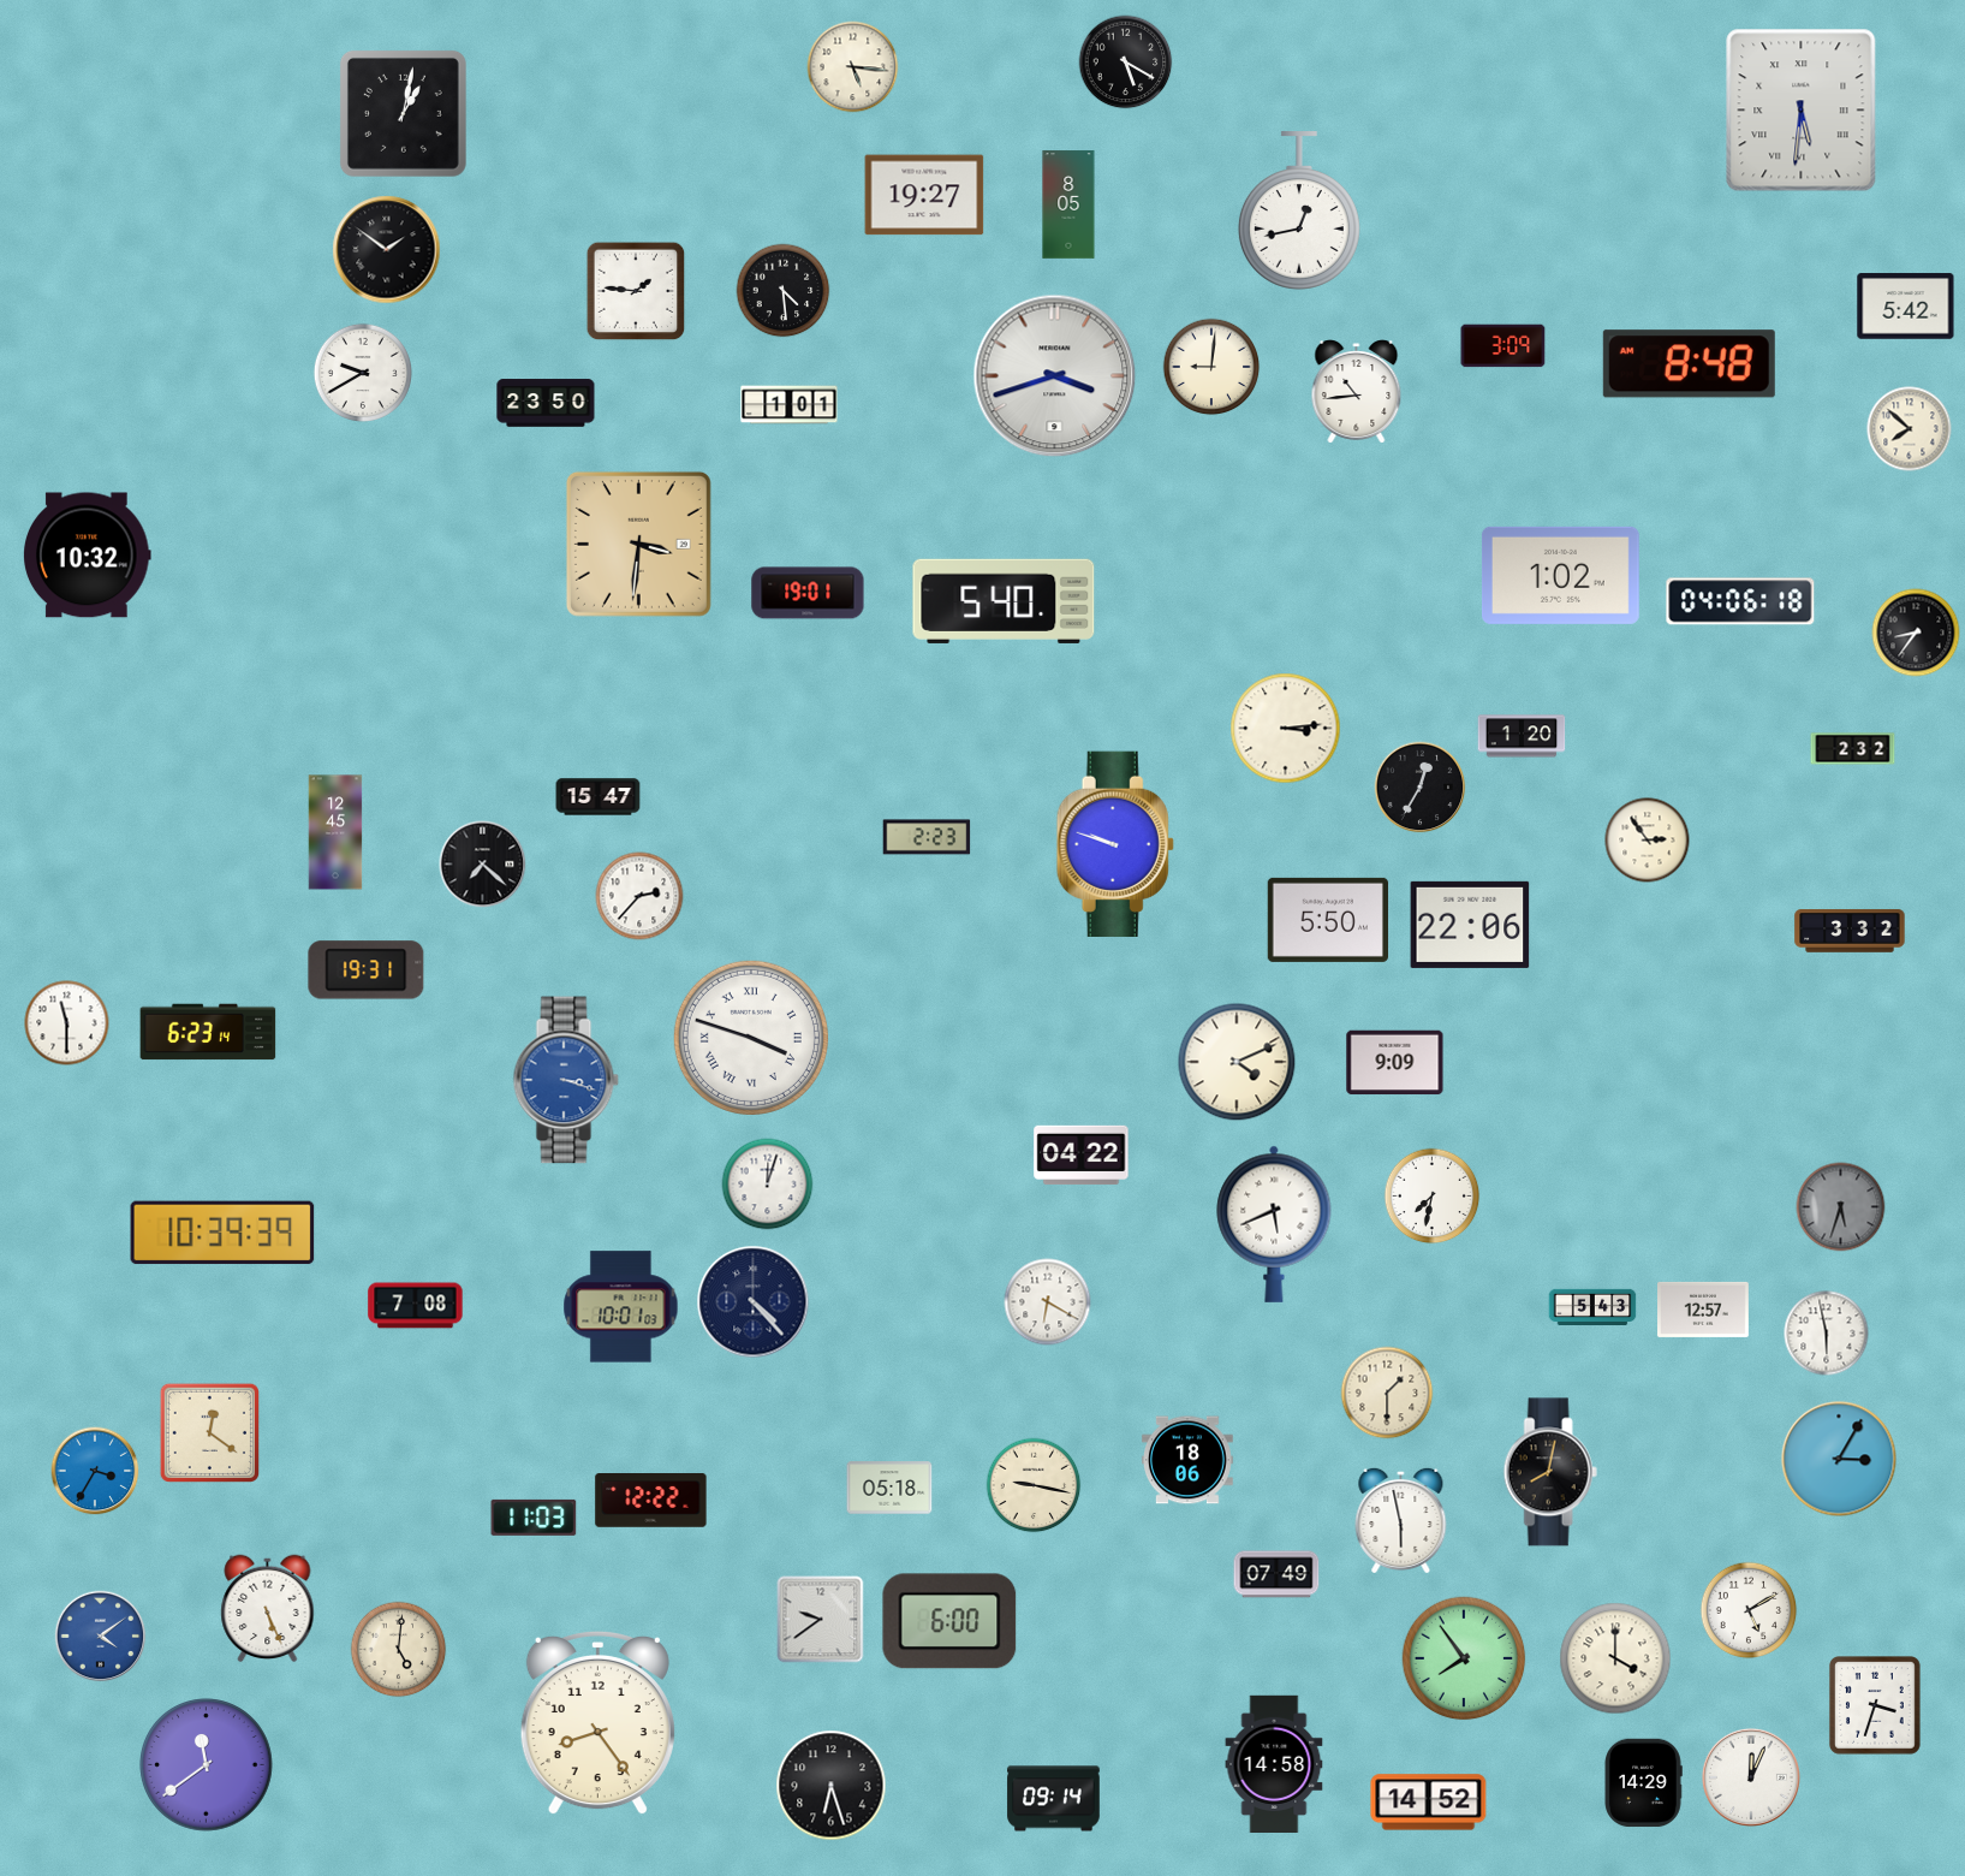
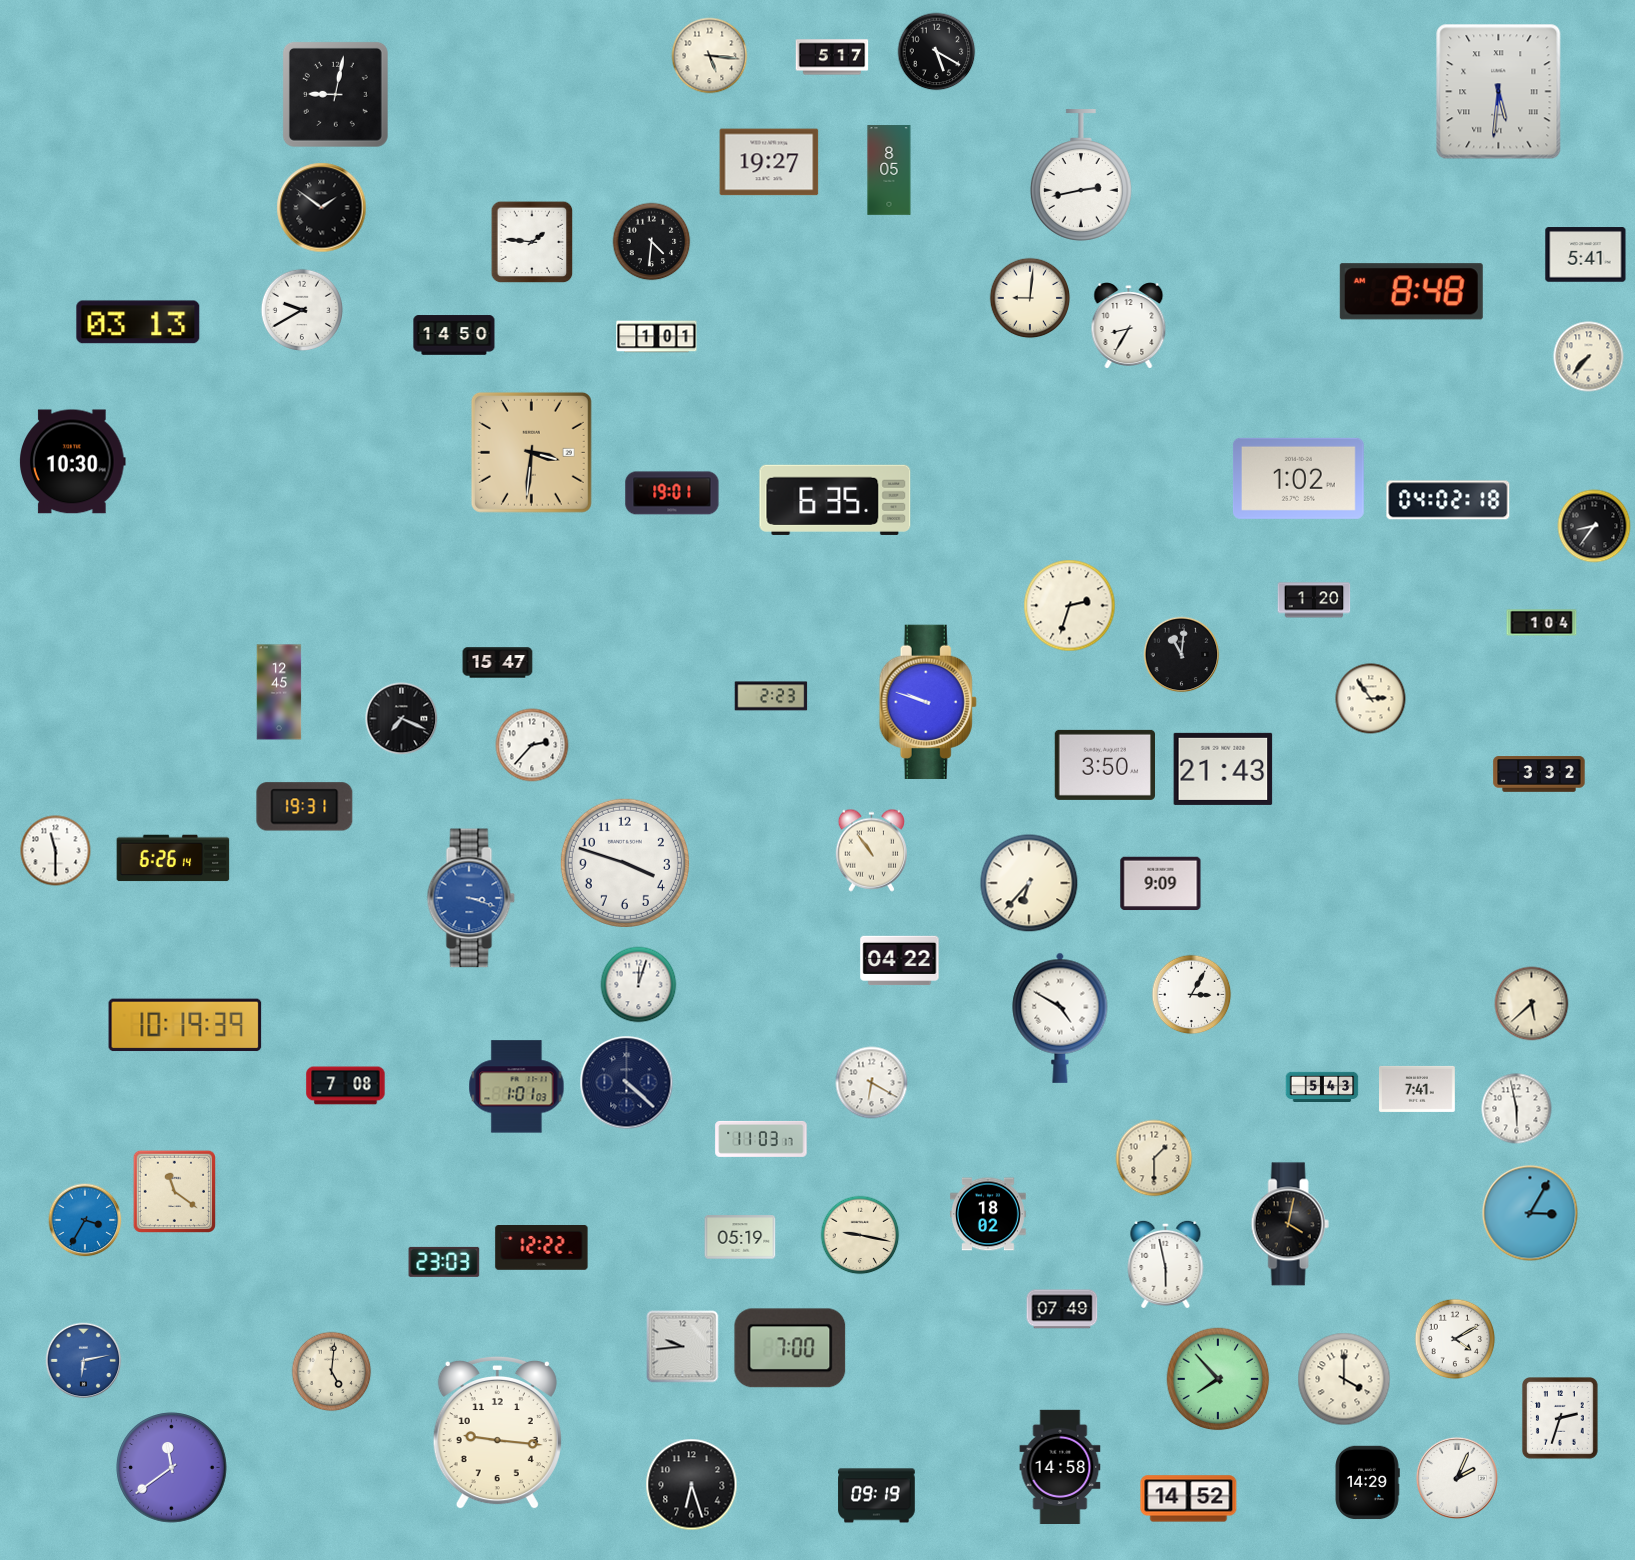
clock at (832, 57): none -> 5:17
clock at (403, 113): 1:02 -> 9:02
clock at (1299, 210): 12:43 -> 2:43
clock at (636, 291) position: (636, 291) -> (532, 242)
clock at (784, 291): 4:29 -> 4:31
clock at (1906, 307): 5:42 -> 5:41
clock at (1503, 346): 3:09 -> none
clock at (1689, 364) position: (1689, 364) -> (1411, 292)
clock at (1211, 367) position: (1211, 367) -> (1030, 298)
clock at (1055, 376): 3:42 -> none
clock at (138, 322): none -> 03:13
clock at (1357, 392): 10:44 -> 8:35
clock at (546, 403): 23:50 -> 14:50
clock at (1910, 429): 7:52 -> 7:37
clock at (88, 556): 10:32 -> 10:30
clock at (1004, 601): 5:40 -> 6:35
clock at (1740, 601): 04:06 -> 04:02
clock at (1286, 729): 3:14 -> 2:33
clock at (1522, 736) position: (1522, 736) -> (1314, 600)
clock at (1853, 749): 2:32 -> 1:04
clock at (1421, 788): 12:35 -> 11:01
clock at (483, 865): 7:22 -> 7:19
clock at (1327, 920): 5:50 -> 3:50
clock at (1470, 925): 22:06 -> 21:43
clock at (871, 850): none -> 10:54
clock at (208, 1032): 6:23 -> 6:26
clock at (751, 1038) numerals: Roman -> Arabic
clock at (1237, 1062): 4:11 -> 6:37
clock at (1433, 1197): 7:32 -> 3:05
clock at (1841, 1207): 5:33 -> 5:38
clock at (1841, 1207) dial: grey -> cream
clock at (1274, 1224): 5:41 -> 4:50
clock at (222, 1233): 10:39 -> 10:19
clock at (754, 1302): 4:23 -> 4:22
clock at (1592, 1306) position: (1592, 1306) -> (1322, 1086)
clock at (621, 1307): 10:01 -> 1:01
clock at (1704, 1310): 12:57 -> 7:41
clock at (1827, 1334) position: (1827, 1334) -> (1517, 1109)
clock at (761, 1139): none -> 11:03
clock at (209, 1432): 12:21 -> 11:21
clock at (1187, 1460): 18:06 -> 18:02
clock at (95, 1471) position: (95, 1471) -> (85, 1220)
clock at (1550, 1472): 8:02 -> 4:02
clock at (889, 1488): 05:18 -> 05:19
clock at (534, 1518): 11:03 -> 23:03
clock at (268, 1609): 5:26 -> none
clock at (1749, 1610): 5:10 -> 4:10
clock at (821, 1620): 9:39 -> 9:44
clock at (949, 1621): 6:00 -> 7:00
clock at (101, 1637): 4:09 -> 6:13
clock at (1464, 1658): 7:54 -> 7:53
clock at (1875, 1706): 3:33 -> 2:33
clock at (597, 1723): 8:24 -> 9:16
clock at (1751, 1777): 12:04 -> 2:04
clock at (1054, 1799): 09:14 -> 09:19
